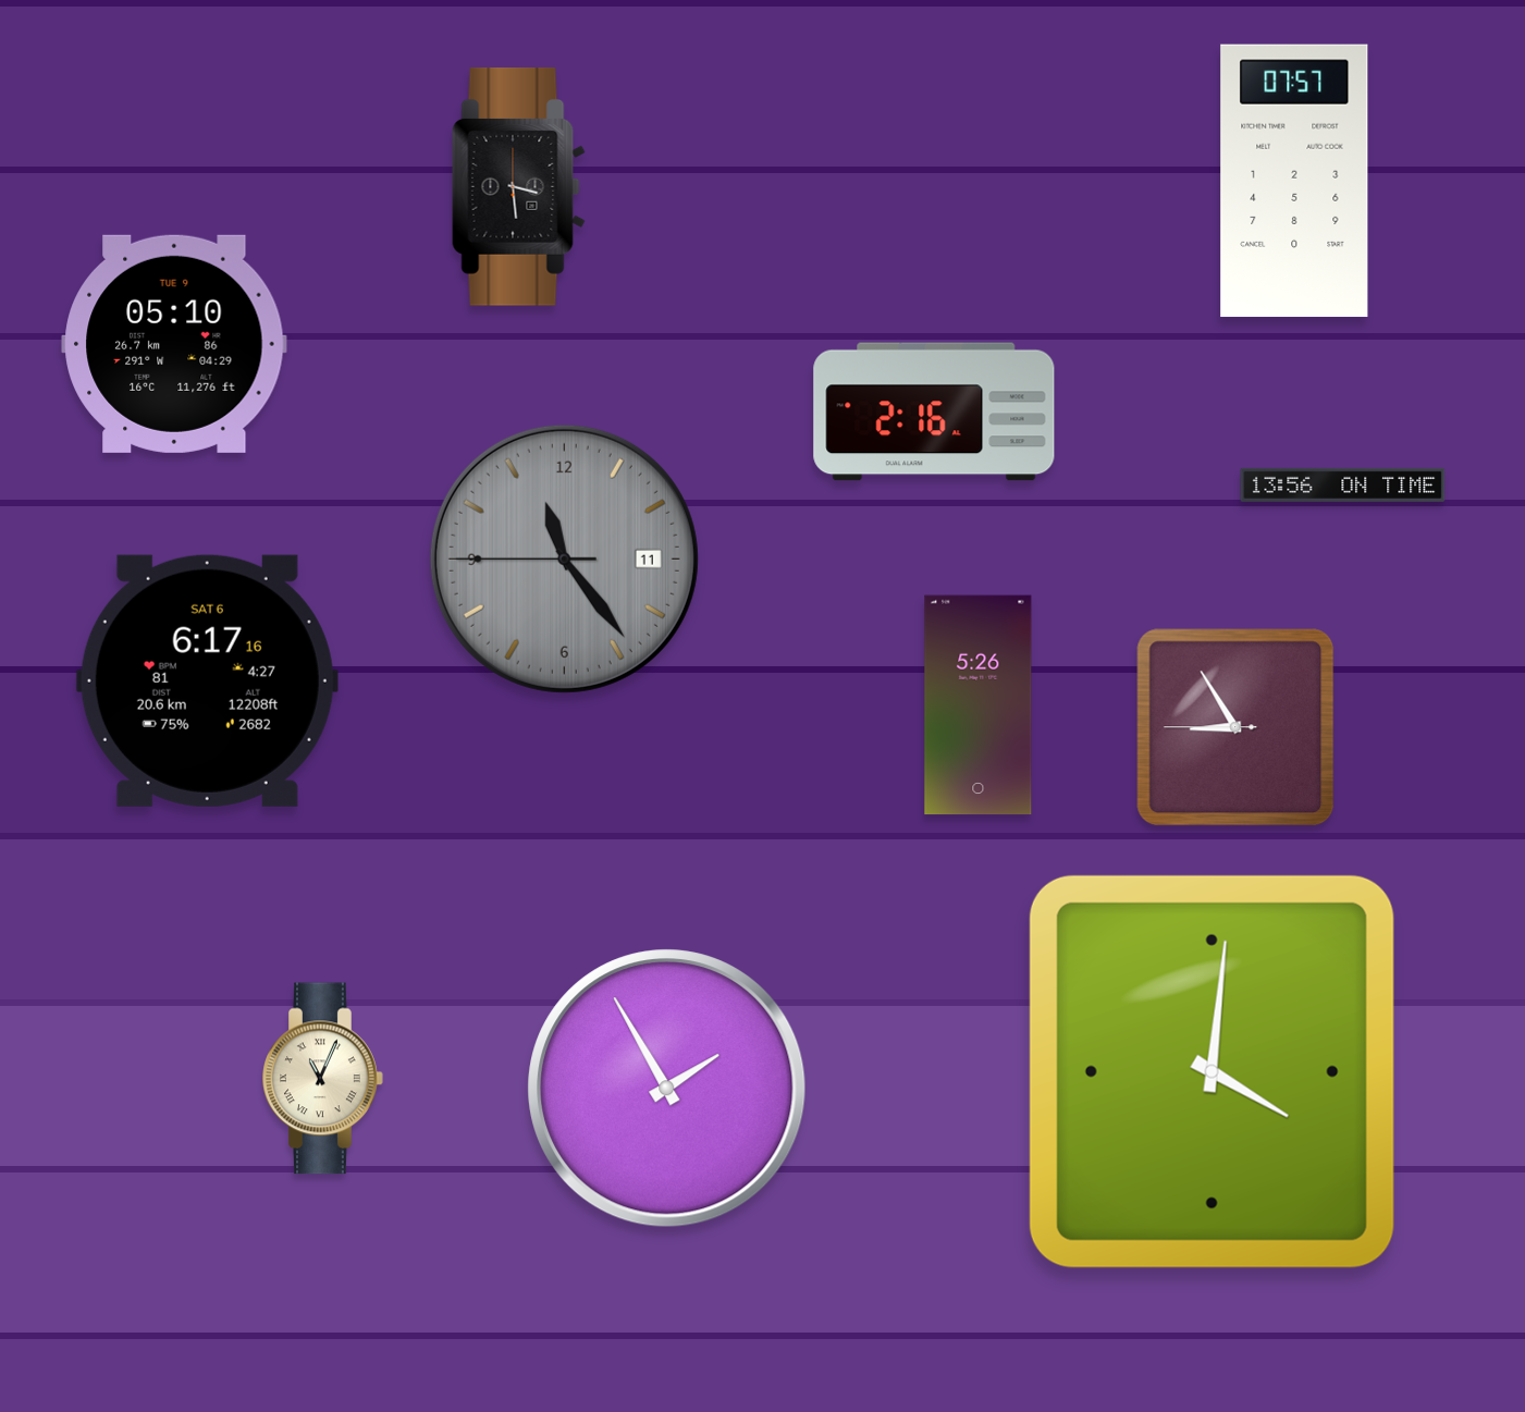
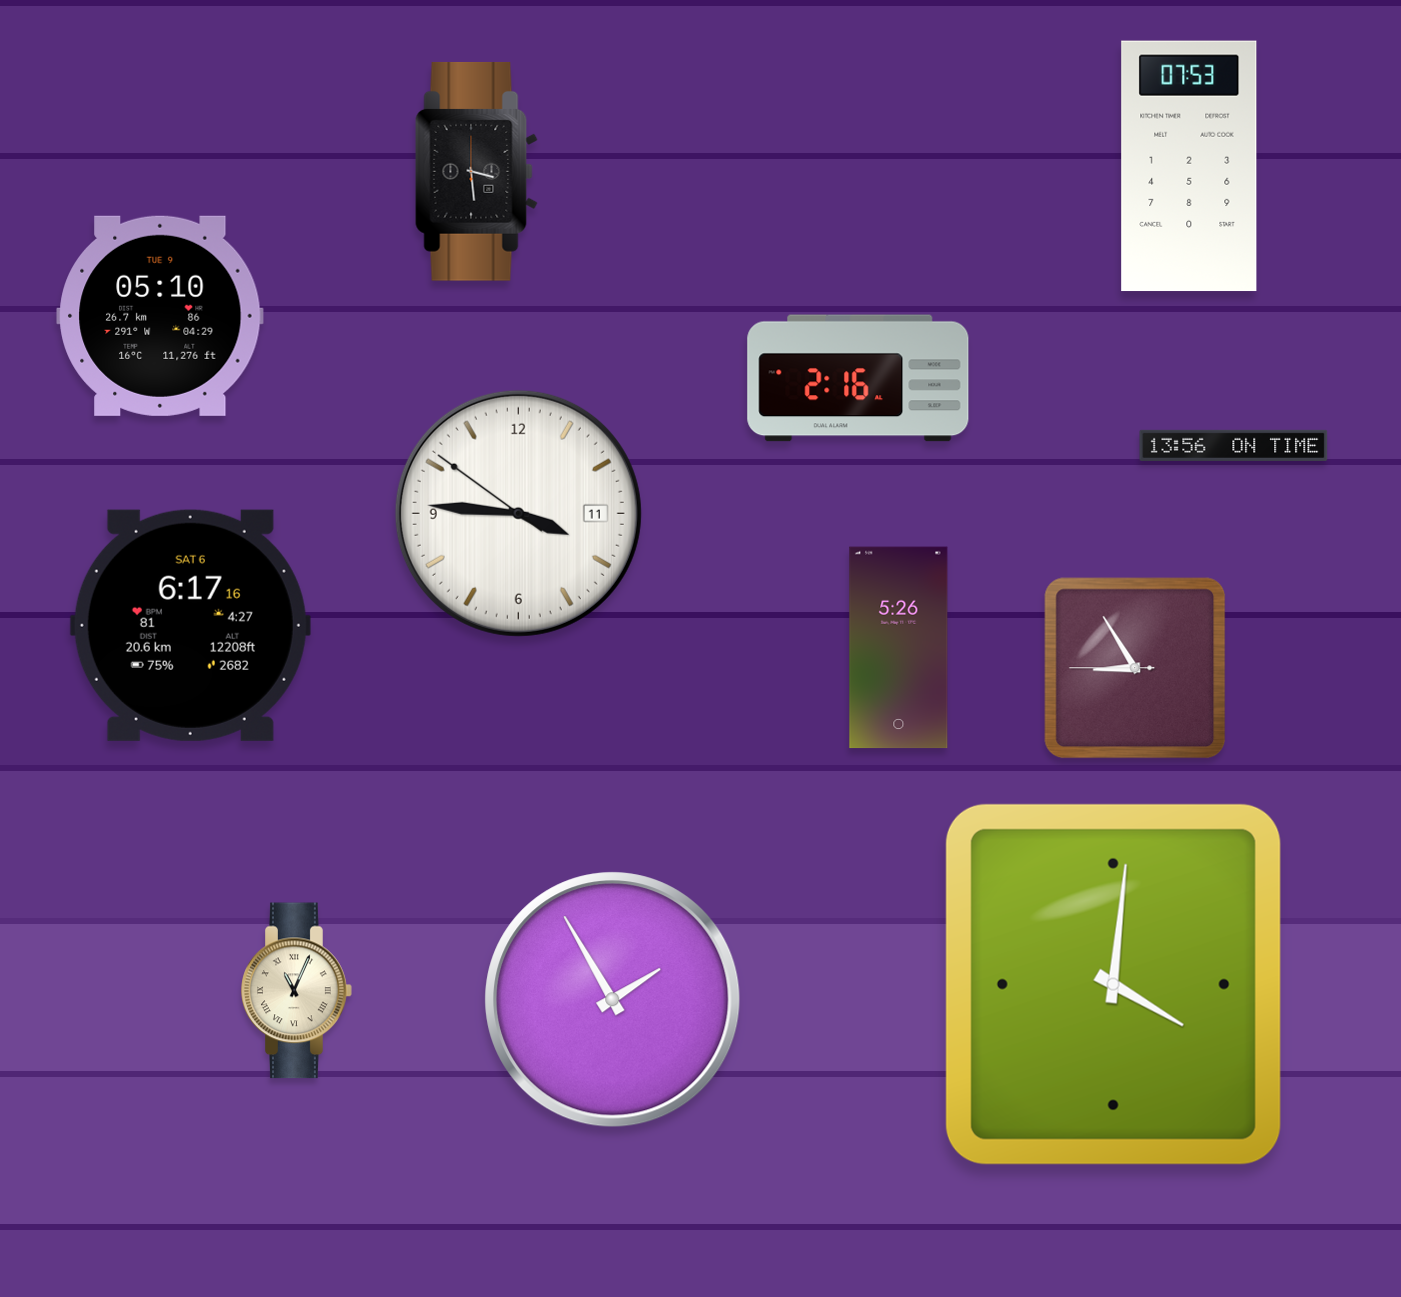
clock at (1294, 181): 07:57 -> 07:53
clock at (564, 558): 11:23 -> 3:45
clock at (564, 558) dial: grey -> white
